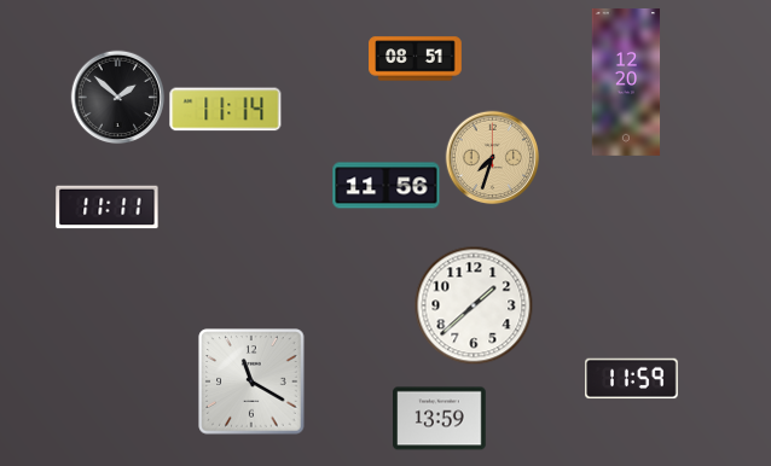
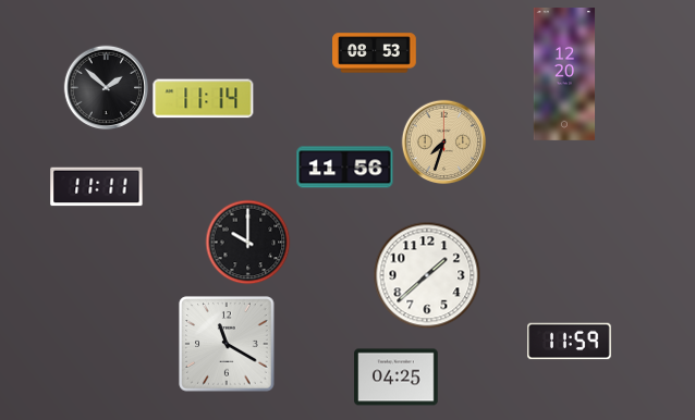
clock at (416, 59): 08:51 -> 08:53
clock at (387, 186) position: (387, 186) -> (345, 168)
clock at (247, 242): none -> 10:00
clock at (440, 419): 13:59 -> 04:25
